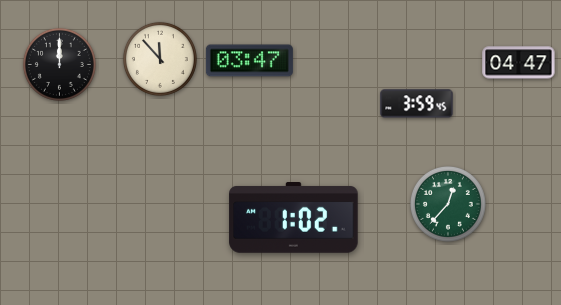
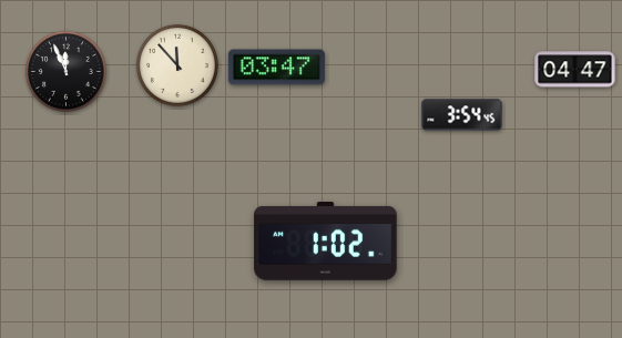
clock at (59, 64): 12:00 -> 11:56
clock at (417, 104): 3:59 -> 3:54
clock at (449, 205): 12:37 -> none
